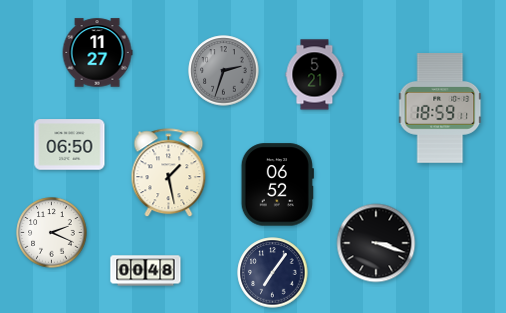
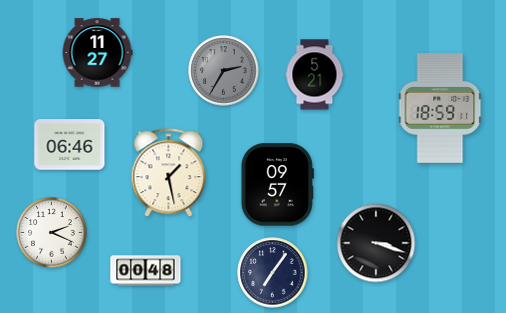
clock at (224, 71): 2:33 -> 2:35
clock at (70, 145): 06:50 -> 06:46
clock at (277, 185): 06:52 -> 09:57
